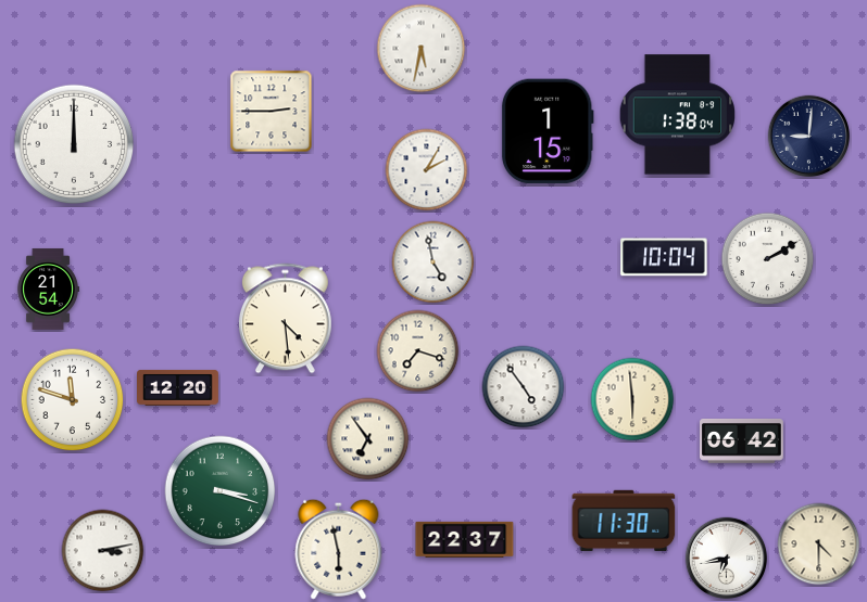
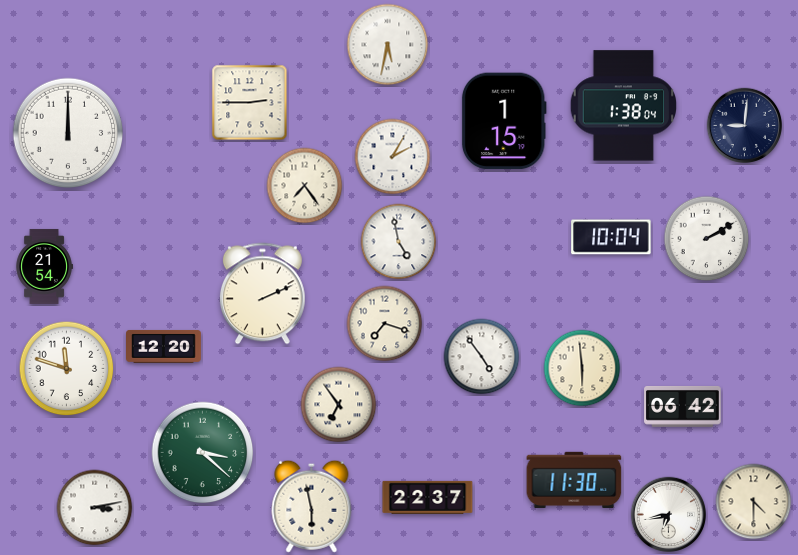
clock at (305, 186): none -> 7:24
clock at (285, 319): 4:29 -> 2:11
clock at (178, 387) position: (178, 387) -> (164, 346)
clock at (221, 491): 3:18 -> 3:22
